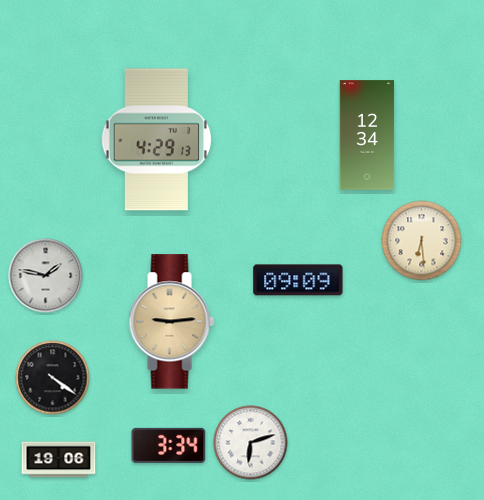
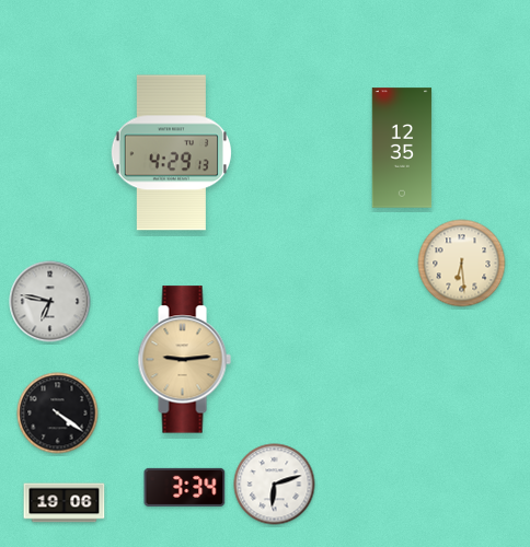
clock at (367, 135): 12:34 -> 12:35
clock at (46, 276): 1:47 -> 6:47
clock at (298, 280): 09:09 -> none
clock at (171, 322) position: (171, 322) -> (184, 360)
